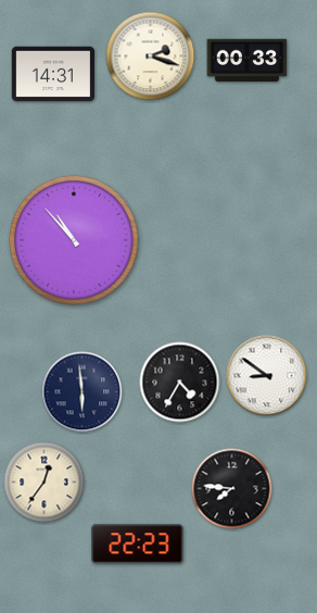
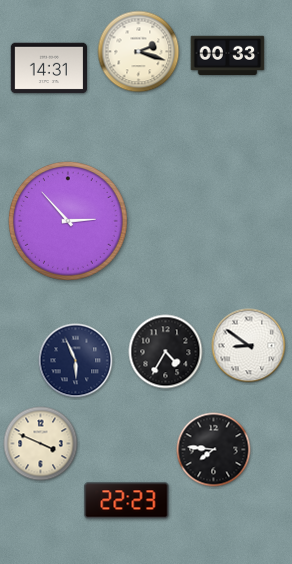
clock at (74, 240): 10:53 -> 2:53
clock at (267, 376) position: (267, 376) -> (249, 346)
clock at (83, 392): 5:59 -> 5:56
clock at (45, 483): 12:36 -> 3:49
